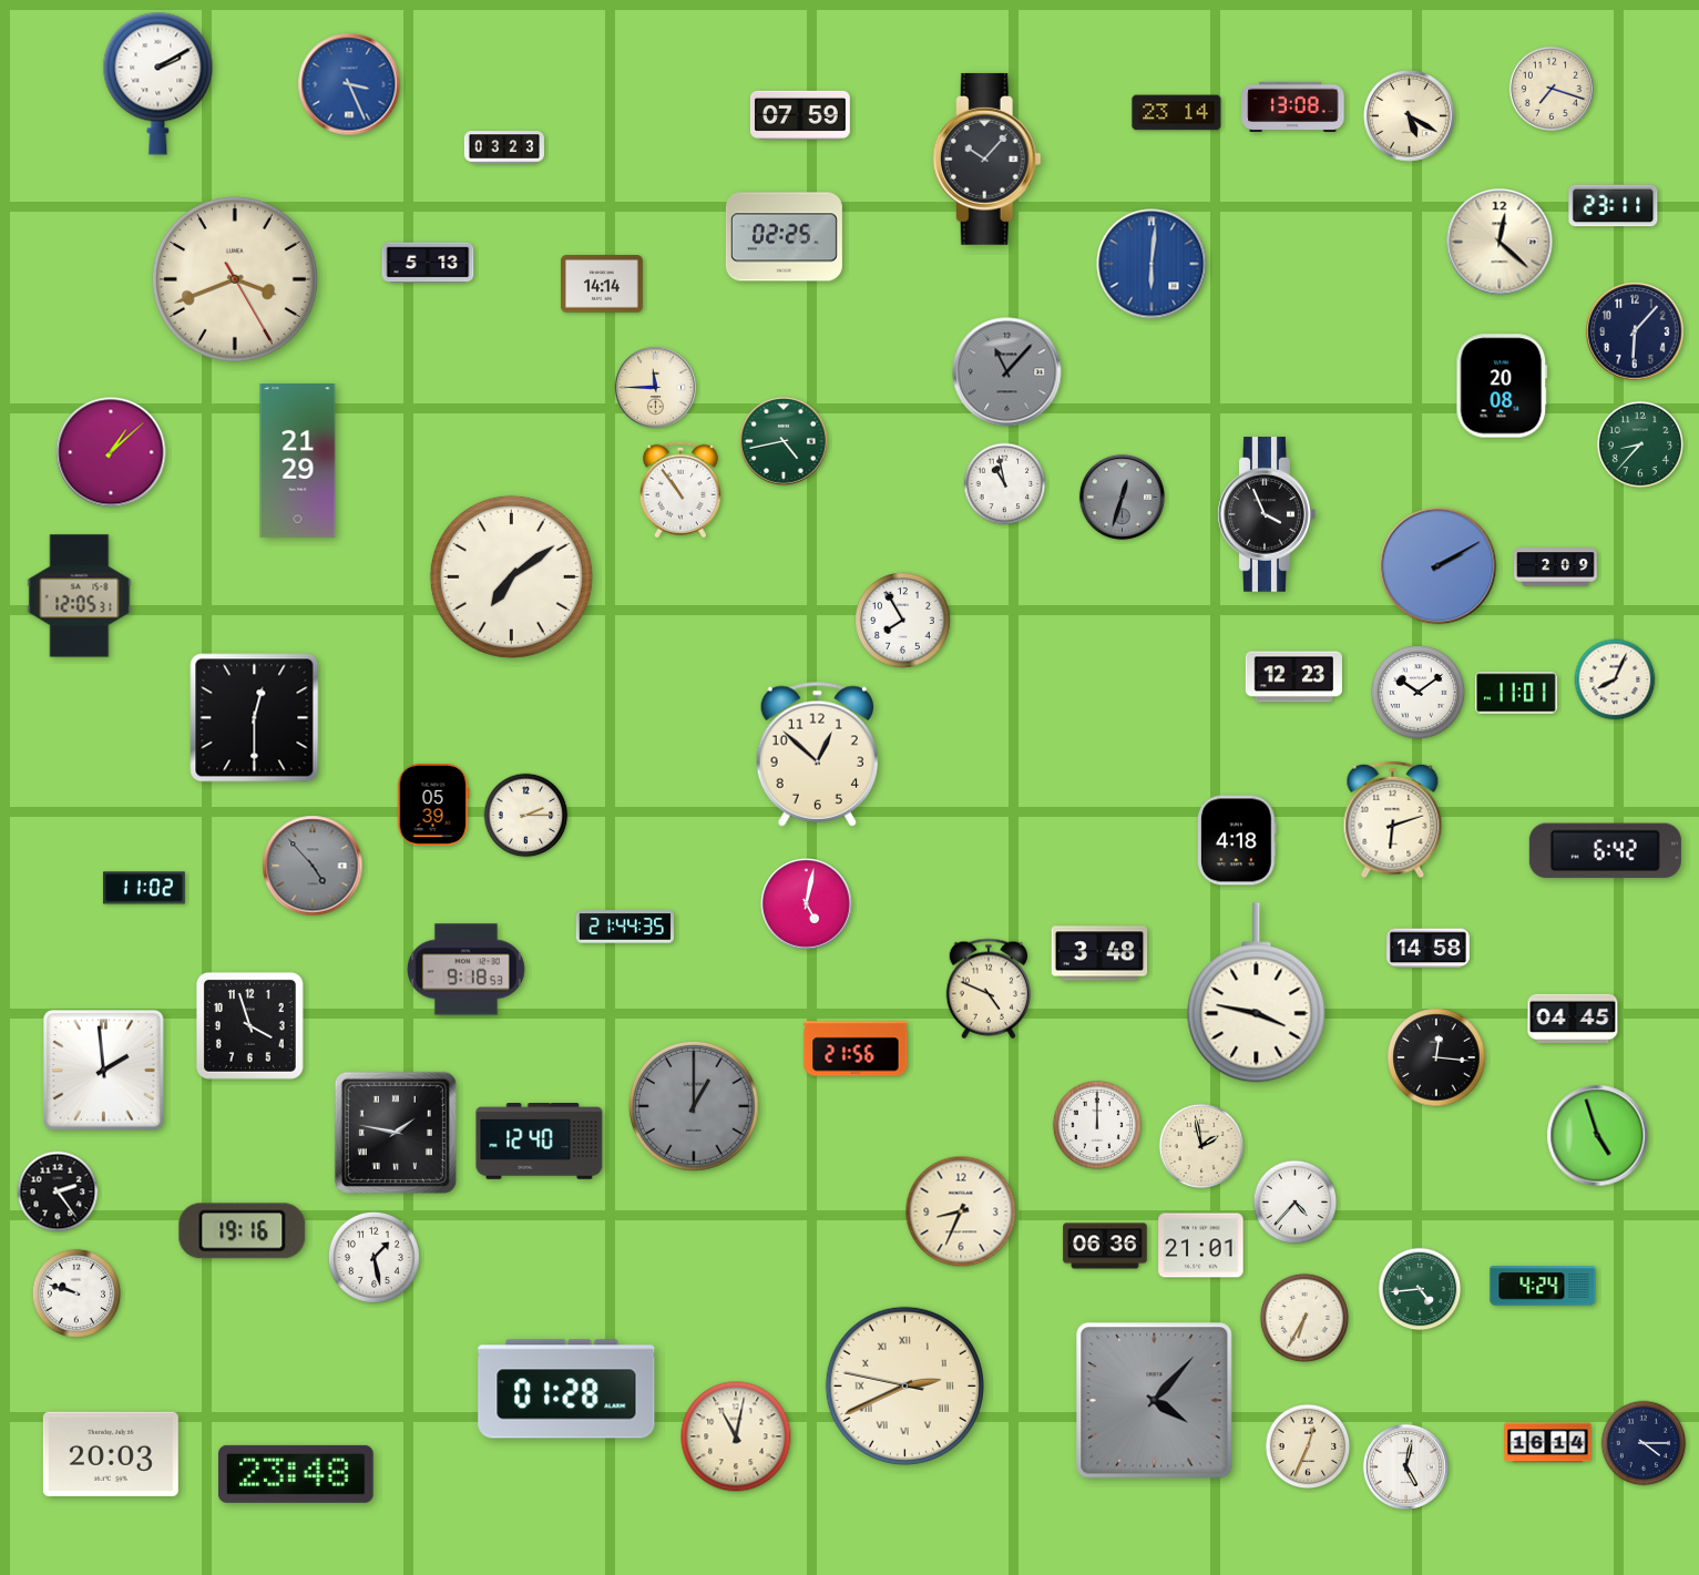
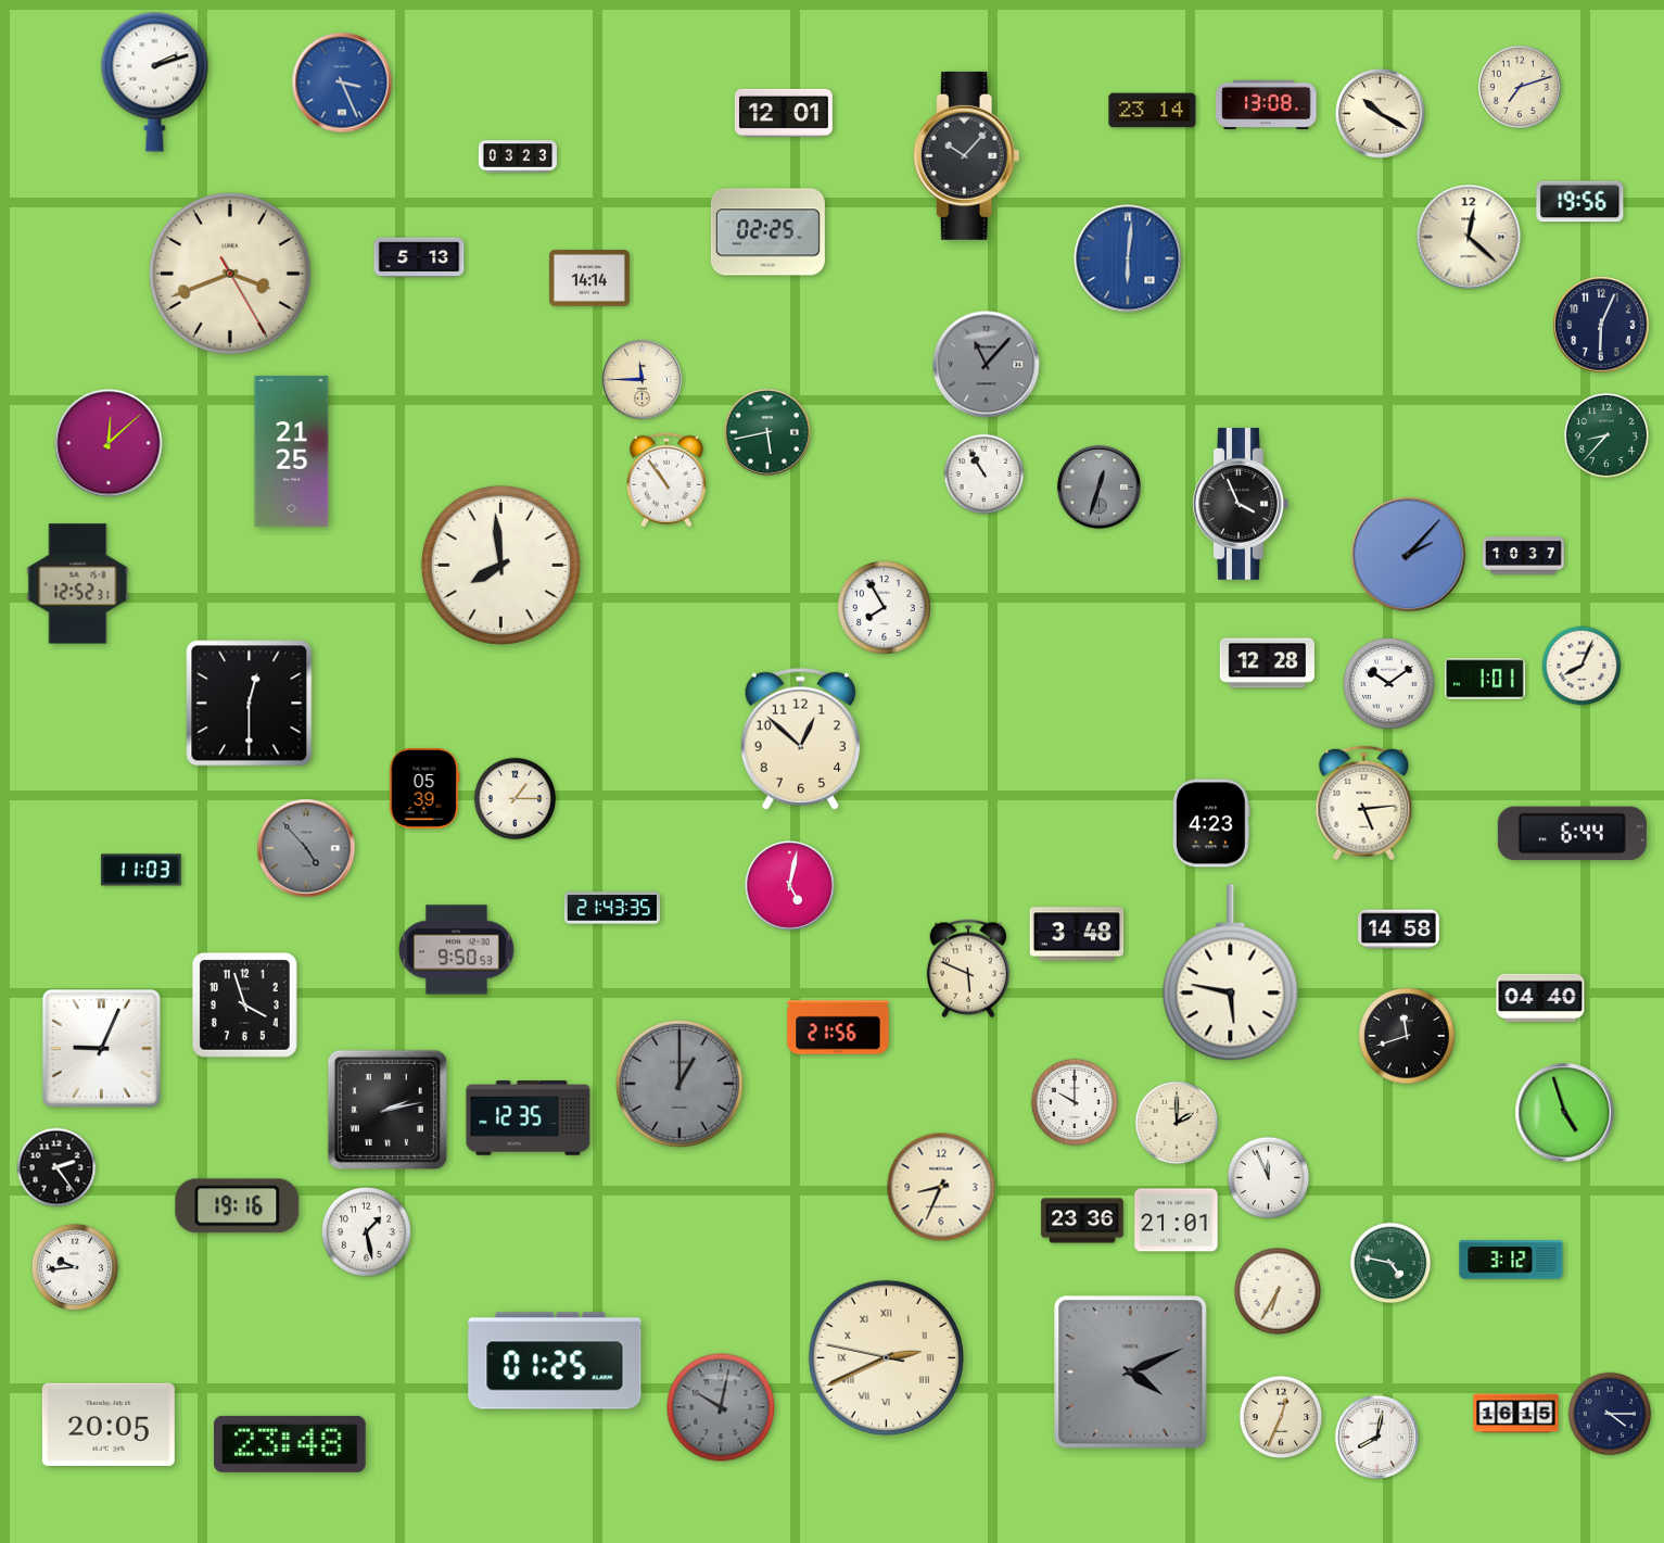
clock at (158, 83): 2:10 -> 2:12
clock at (1552, 89): 7:18 -> 7:12
clock at (800, 115): 07:59 -> 12:01
clock at (1410, 116): 5:20 -> 10:20
clock at (504, 147) position: (504, 147) -> (518, 156)
clock at (1614, 206): 23:11 -> 19:56
clock at (1635, 331): 6:07 -> 6:04
clock at (1502, 386): 20:08 -> none
clock at (784, 441): 4:43 -> 5:43
clock at (111, 452): 1:08 -> 12:08
clock at (298, 461): 21:29 -> 21:25
clock at (1005, 484): 10:58 -> 10:55
clock at (1439, 566): 2:10 -> 2:07
clock at (1556, 567): 2:09 -> 10:37
clock at (511, 576): 7:09 -> 7:59
clock at (80, 596): 12:05 -> 12:52
clock at (1293, 677): 12:23 -> 12:28
clock at (1419, 693) position: (1419, 693) -> (1389, 684)
clock at (1517, 693): 11:01 -> 1:01
clock at (526, 816): 2:15 -> 1:15
clock at (1393, 820): 6:12 -> 5:14
clock at (1238, 840): 4:18 -> 4:23
clock at (1605, 851): 6:42 -> 6:44
clock at (144, 888): 11:02 -> 11:03
clock at (625, 927): 21:44 -> 21:43
clock at (465, 970): 9:18 -> 9:50
clock at (989, 989): 4:49 -> 5:49
clock at (1257, 993): 3:47 -> 5:47
clock at (1573, 1017): 04:45 -> 04:40
clock at (1436, 1057): 12:16 -> 11:42
clock at (104, 1071): 1:59 -> 9:04
clock at (1097, 1125): 12:00 -> 10:00
clock at (396, 1133): 1:47 -> 2:13
clock at (540, 1142): 12:40 -> 12:35
clock at (1201, 1146): 1:58 -> 2:00
clock at (1296, 1203): 4:37 -> 11:56
clock at (1105, 1246): 06:36 -> 23:36
clock at (1543, 1286): 4:24 -> 3:12
clock at (1420, 1289): 4:44 -> 4:47
clock at (76, 1293): 9:48 -> 9:44
clock at (566, 1389): 01:28 -> 01:25
clock at (1155, 1401): 4:07 -> 4:11
clock at (736, 1436): 11:02 -> 10:02
clock at (736, 1436) dial: cream -> grey
clock at (1548, 1443): 16:14 -> 16:15
clock at (111, 1454): 20:03 -> 20:05
clock at (1405, 1466): 5:02 -> 8:02
